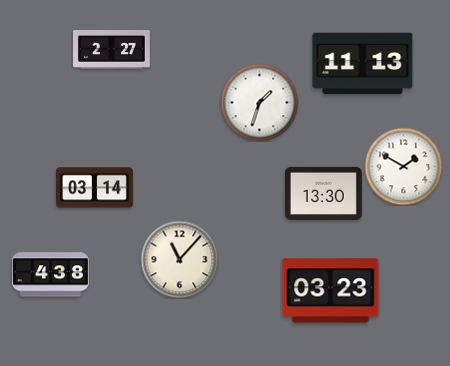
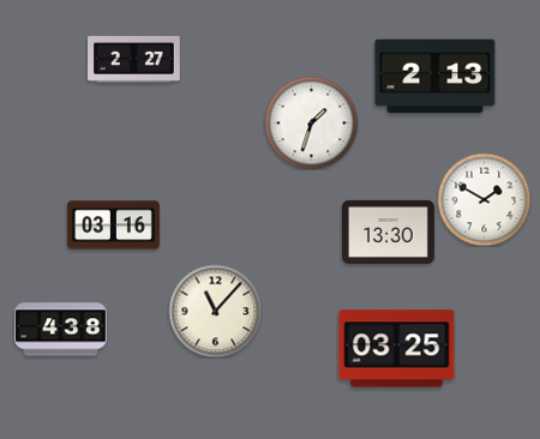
clock at (363, 64): 11:13 -> 2:13
clock at (95, 188): 03:14 -> 03:16
clock at (331, 291): 03:23 -> 03:25
